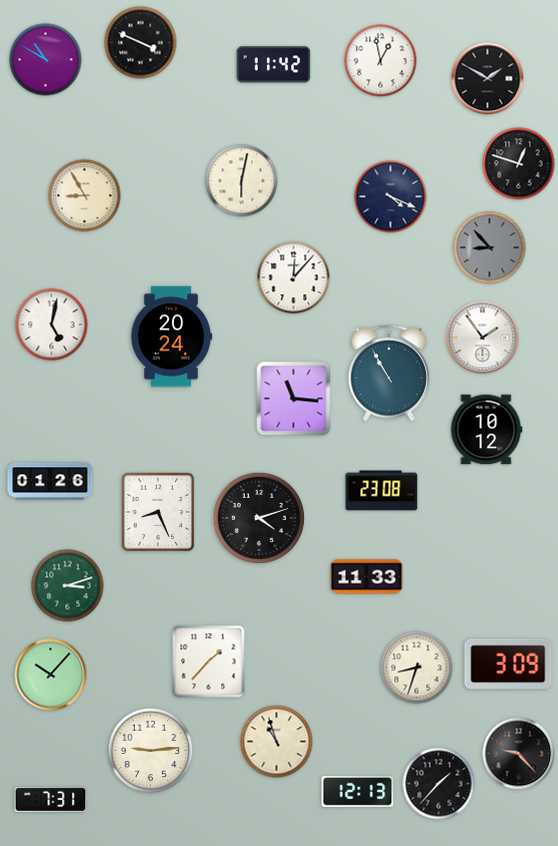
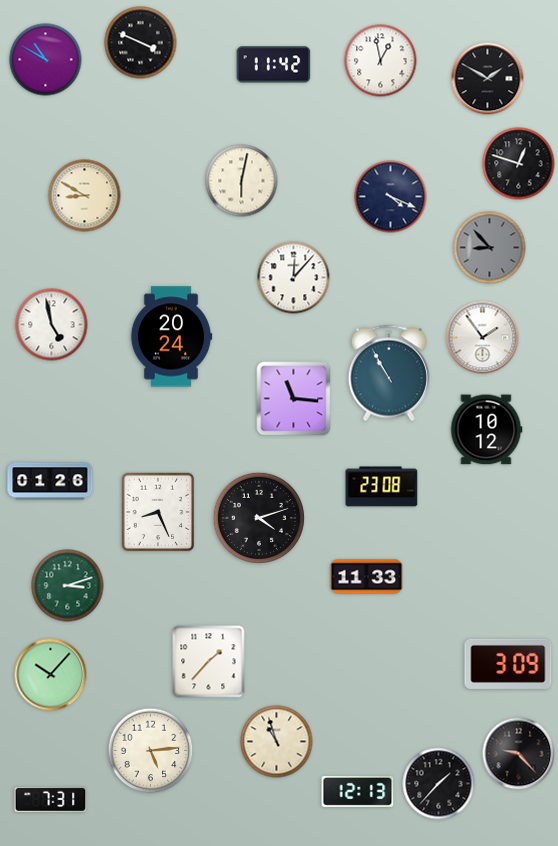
clock at (85, 196): 8:55 -> 8:50
clock at (52, 325): 5:02 -> 4:58
clock at (382, 491) position: (382, 491) -> (382, 487)
clock at (417, 668): 8:33 -> none
clock at (151, 751): 9:14 -> 5:14
